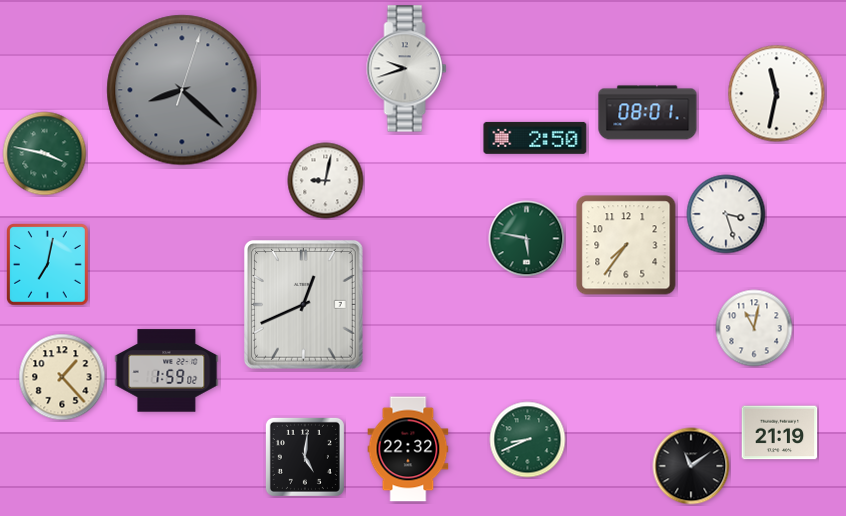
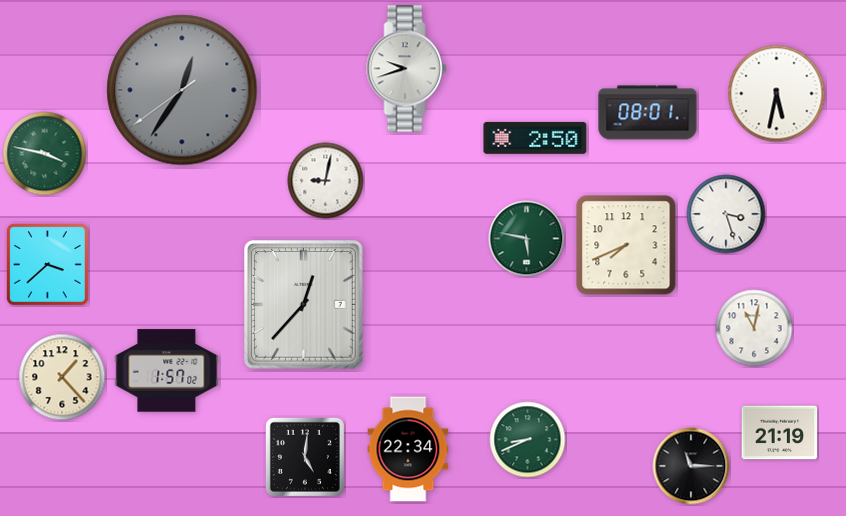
clock at (182, 90): 8:22 -> 12:35
clock at (777, 94): 11:32 -> 5:32
clock at (626, 245): 7:36 -> 7:41
clock at (48, 265): 7:02 -> 3:38
clock at (304, 305): 12:41 -> 12:37
clock at (167, 371): 1:59 -> 1:57
clock at (408, 449): 22:32 -> 22:34
clock at (691, 466): 11:09 -> 11:15
